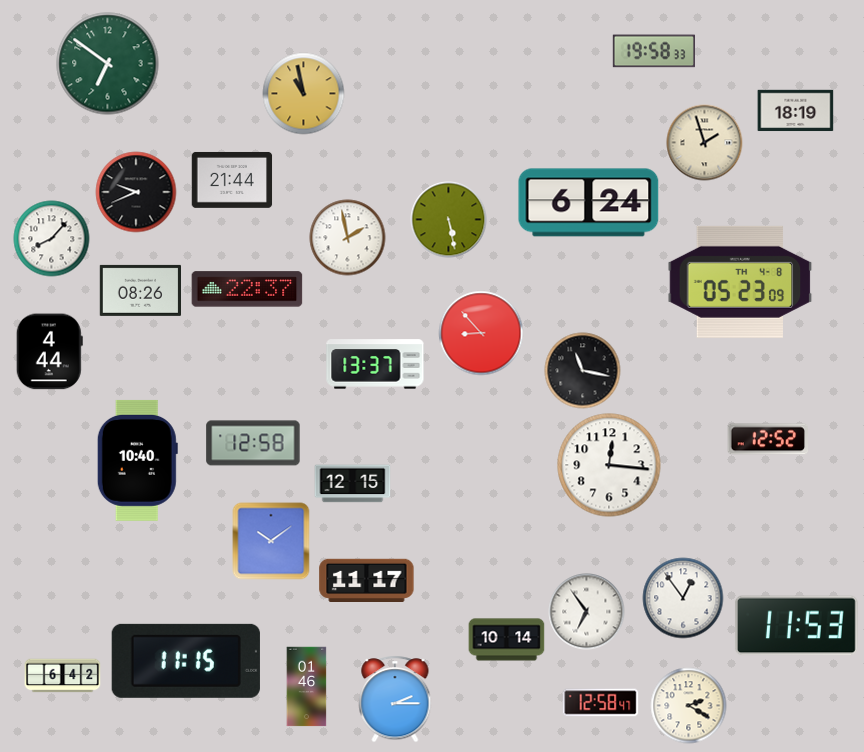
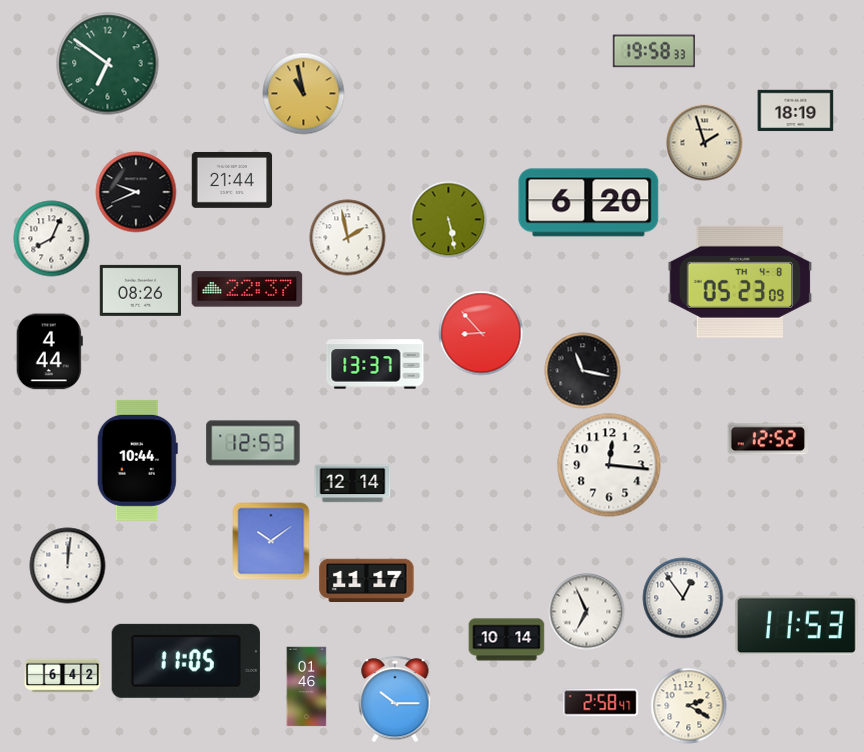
clock at (589, 203): 6:24 -> 6:20
clock at (52, 239): 8:07 -> 8:04
clock at (253, 443): 12:58 -> 12:53
clock at (137, 460): 10:40 -> 10:44
clock at (353, 484): 12:15 -> 12:14
clock at (68, 566): none -> 12:01
clock at (587, 612): 6:54 -> 6:56
clock at (186, 661): 11:15 -> 11:05
clock at (395, 699): 2:15 -> 10:15
clock at (601, 703): 12:58 -> 2:58
